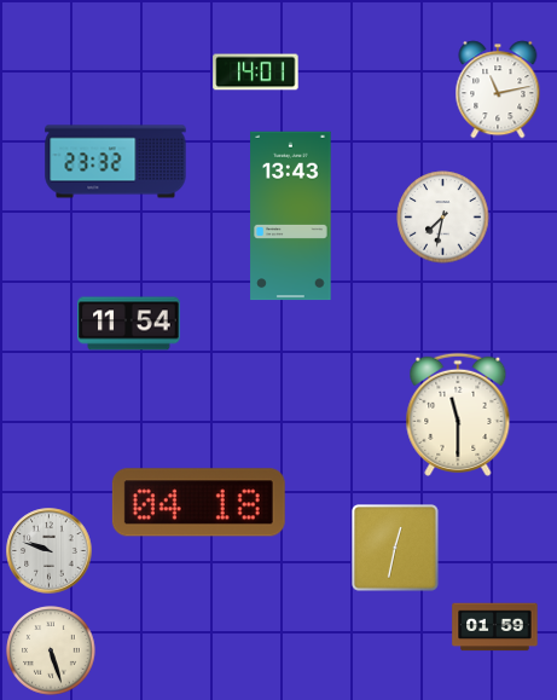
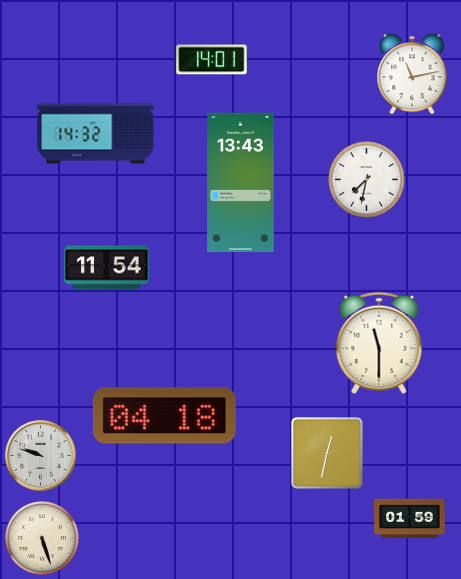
clock at (116, 162): 23:32 -> 14:32
clock at (291, 216) position: (291, 216) -> (241, 183)
